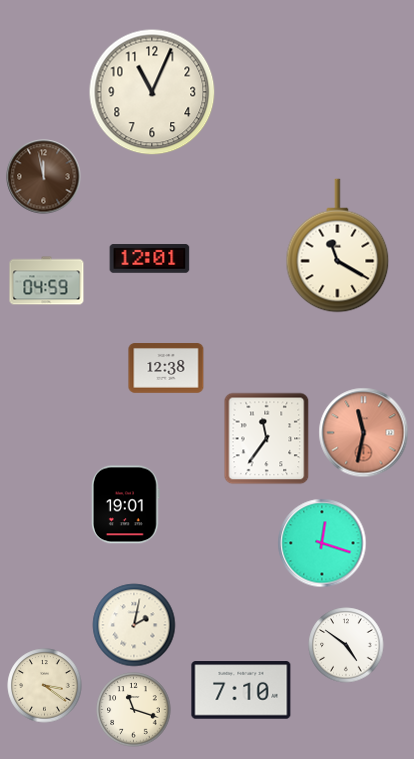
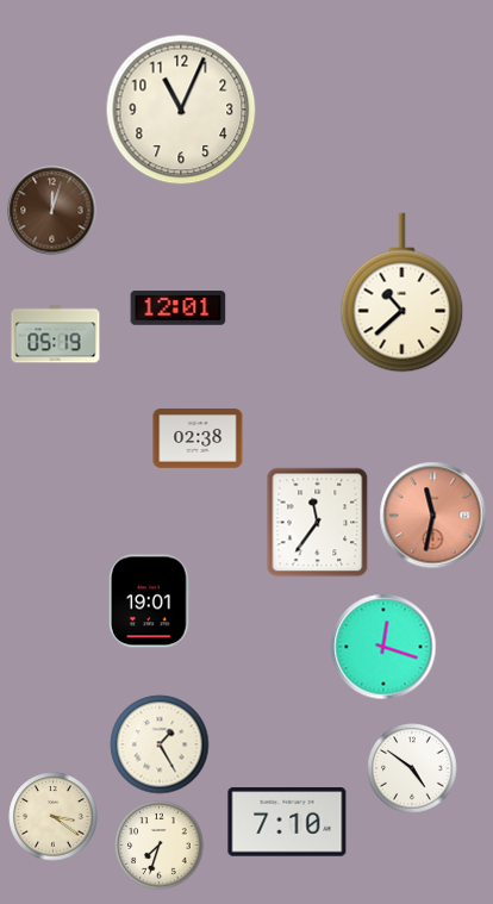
clock at (44, 177): 11:58 -> 12:03
clock at (338, 246): 11:20 -> 10:38
clock at (47, 281): 04:59 -> 05:19
clock at (166, 368): 12:38 -> 02:38
clock at (134, 625): 2:02 -> 1:25
clock at (134, 710): 11:18 -> 7:33
